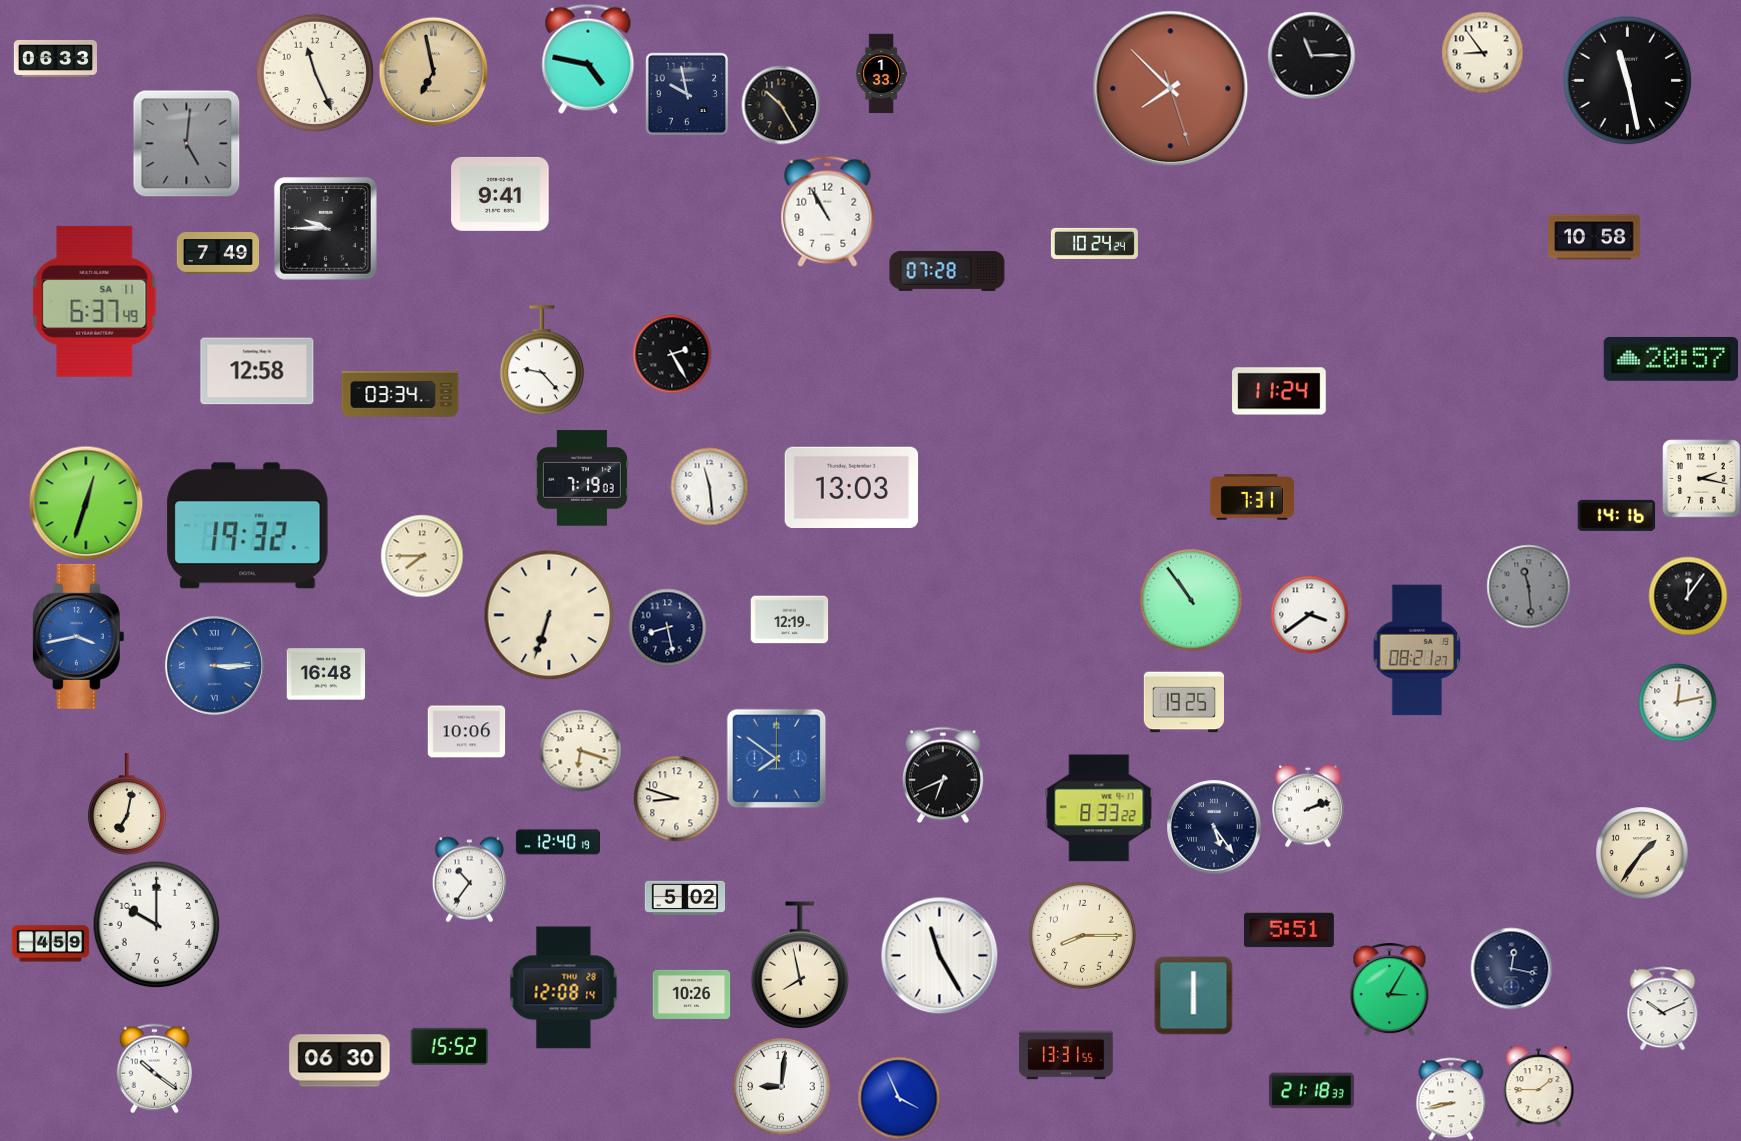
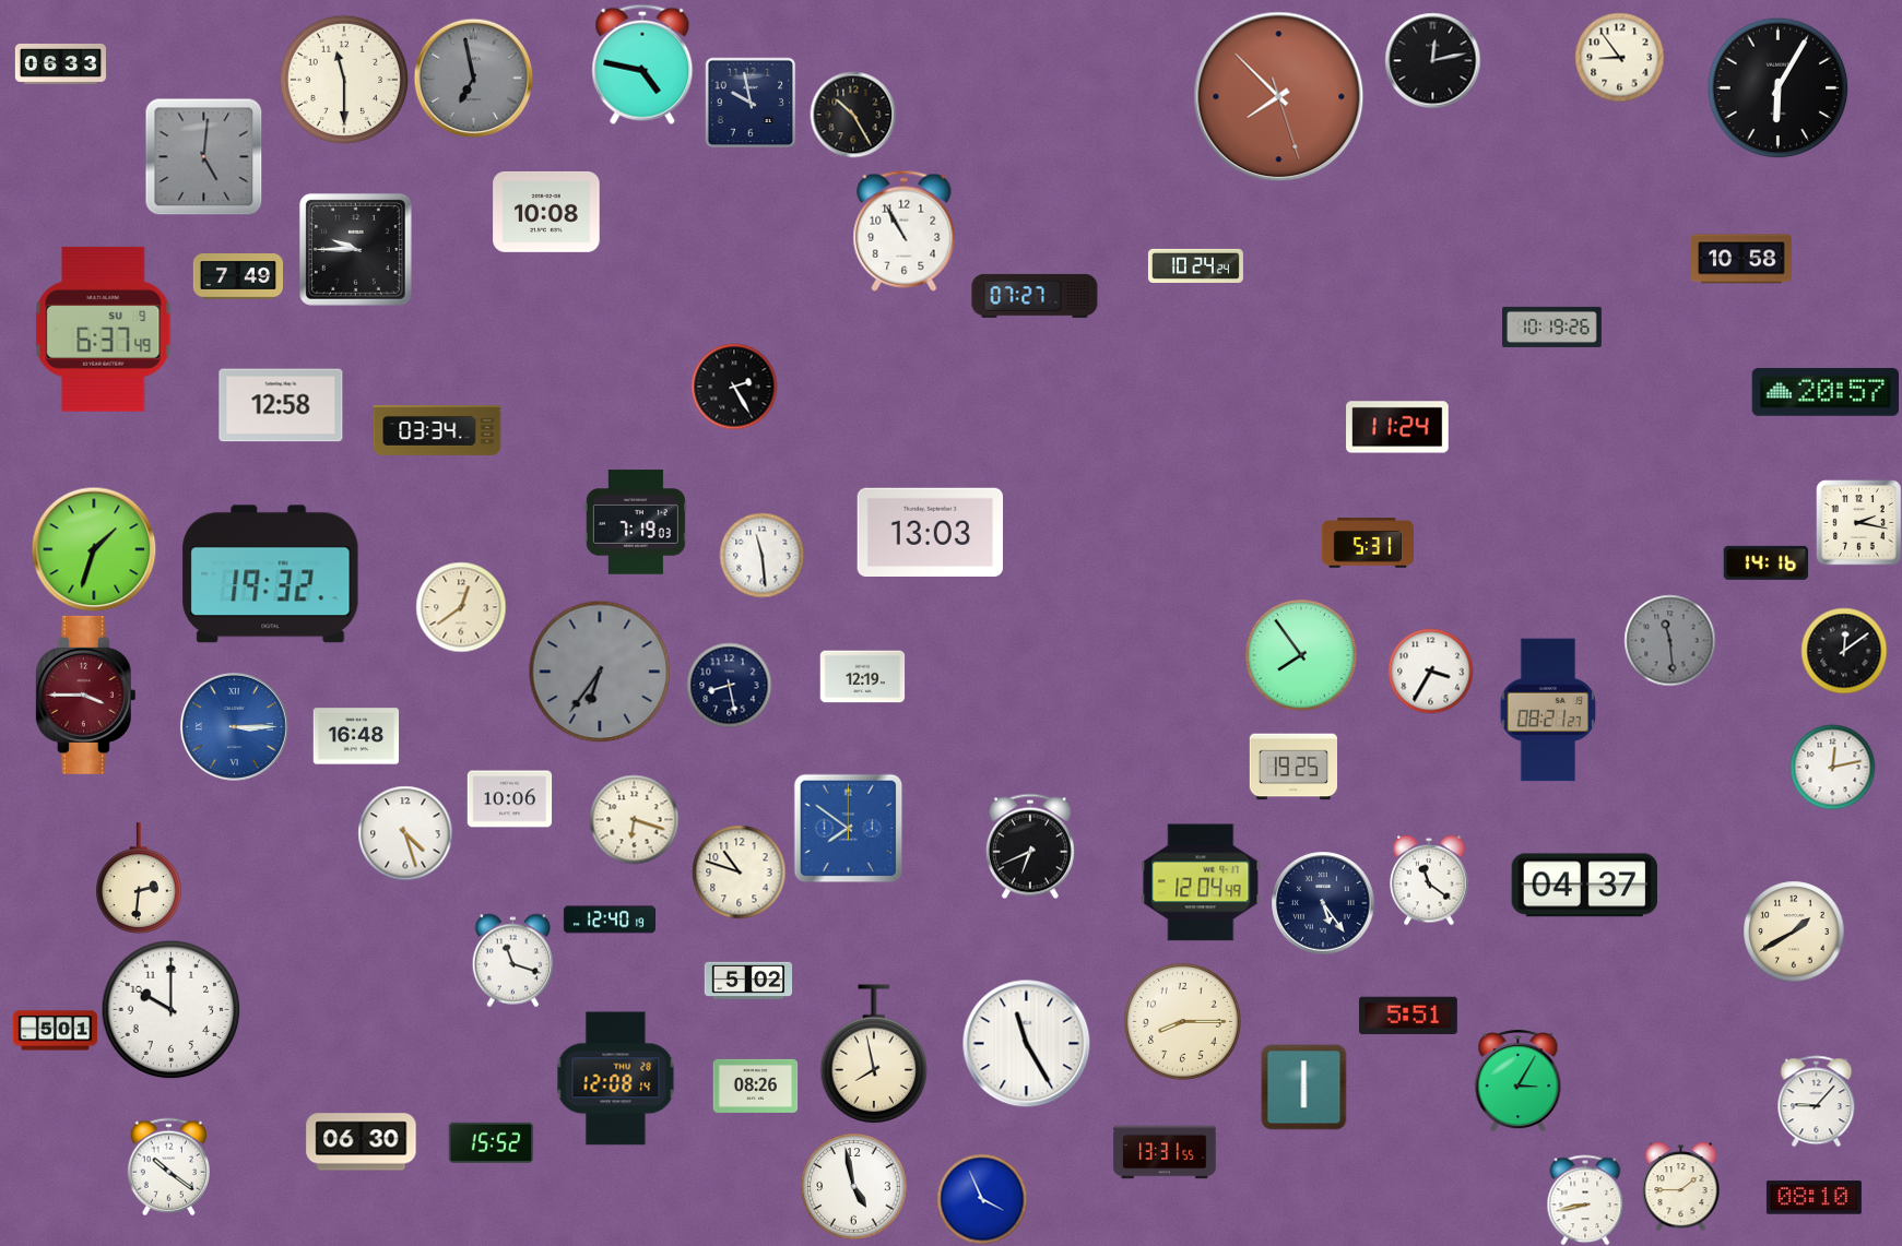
clock at (1311, 55): 11:15 -> 12:13
clock at (433, 71) dial: champagne -> grey
clock at (315, 73): 11:26 -> 11:30
clock at (881, 73): 1:33 -> none
clock at (1627, 80): 11:28 -> 6:05
clock at (500, 194): 9:41 -> 10:08
clock at (947, 271): 07:28 -> 07:27
clock at (1552, 327): none -> 10:19
clock at (95, 301) date: SA 11 -> SU 9
clock at (542, 360): 9:23 -> none
clock at (709, 486) position: (709, 486) -> (761, 555)
clock at (1252, 497): 7:31 -> 5:31
clock at (86, 503): 12:33 -> 1:33
clock at (422, 556): 7:45 -> 12:39
clock at (1688, 596): 12:06 -> 12:09
clock at (1192, 601): 10:54 -> 7:54
clock at (1309, 614): 3:39 -> 3:35
clock at (549, 615): 6:33 -> 6:36
clock at (549, 615) dial: cream -> grey
clock at (78, 636): 3:43 -> 3:45
clock at (78, 636) dial: blue -> burgundy
clock at (405, 833): none -> 4:27
clock at (676, 798): 8:48 -> 10:48
clock at (127, 804): 7:02 -> 2:31
clock at (1308, 806): 2:12 -> 11:21
clock at (1099, 808): 8:33 -> 12:04
clock at (1585, 886): none -> 04:37
clock at (1214, 827) position: (1214, 827) -> (1323, 903)
clock at (1642, 853): 1:36 -> 1:40
clock at (469, 879): 10:36 -> 11:18
clock at (50, 944): 4:59 -> 5:01
clock at (1511, 968): 12:17 -> none
clock at (691, 994): 10:26 -> 08:26
clock at (1663, 1008): 10:11 -> 9:07
clock at (340, 1061) position: (340, 1061) -> (362, 1142)
clock at (782, 1087): 9:01 -> 4:58
clock at (1311, 1091): 21:18 -> none
clock at (1814, 1198): none -> 08:10
